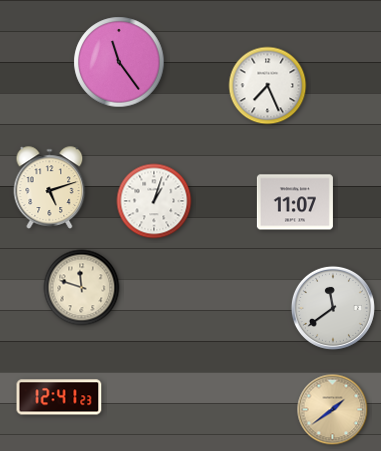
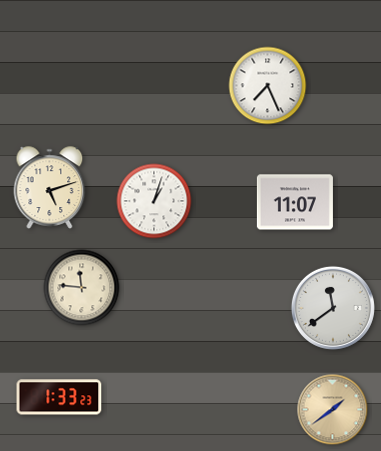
clock at (119, 62): 11:24 -> none
clock at (82, 288): 11:48 -> 11:46
clock at (59, 397): 12:41 -> 1:33
